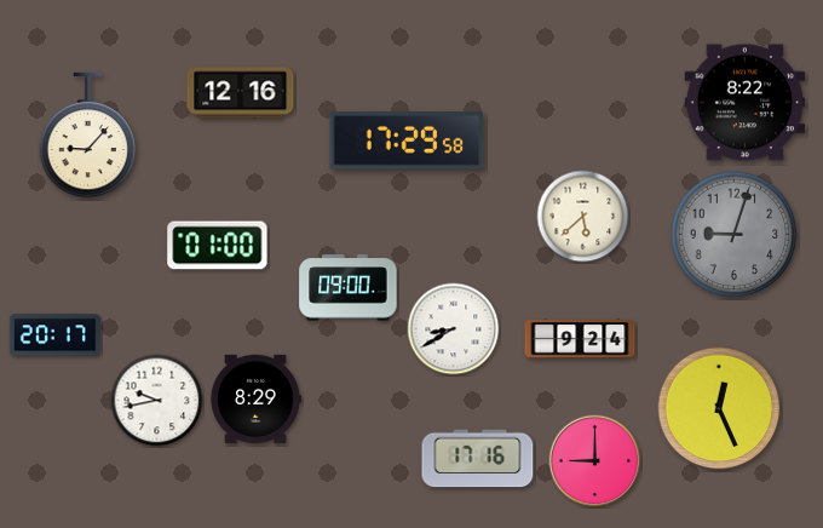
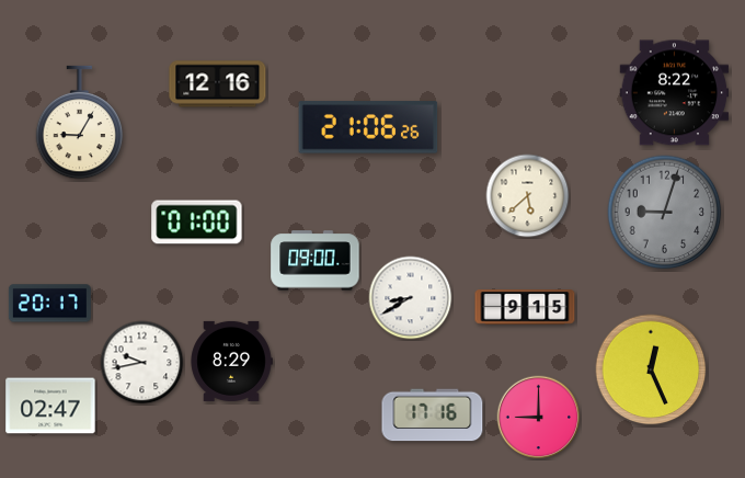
clock at (88, 136): 9:07 -> 9:05
clock at (407, 140): 17:29 -> 21:06
clock at (580, 339): 9:24 -> 9:15
clock at (50, 406): none -> 02:47
